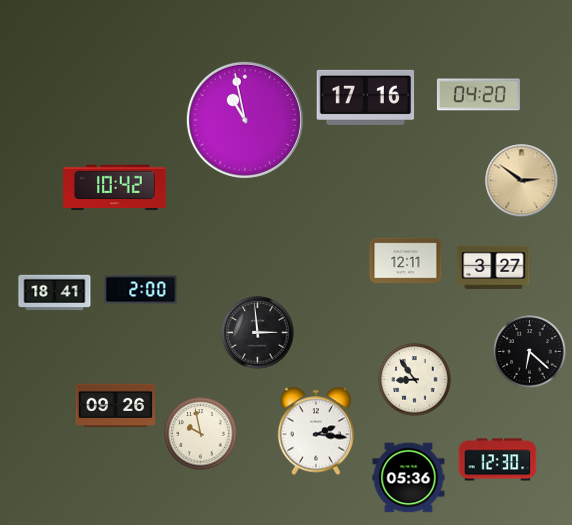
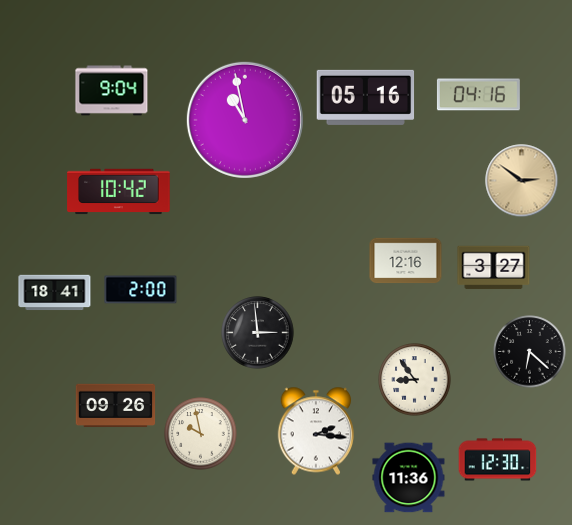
clock at (112, 91): none -> 9:04
clock at (478, 95): 04:20 -> 04:16
clock at (366, 97): 17:16 -> 05:16
clock at (115, 188) position: (115, 188) -> (119, 192)
clock at (406, 261): 12:11 -> 12:16
clock at (409, 478): 05:36 -> 11:36
